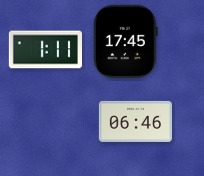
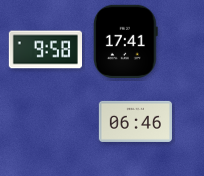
clock at (125, 41): 17:45 -> 17:41
clock at (45, 50): 1:11 -> 9:58
